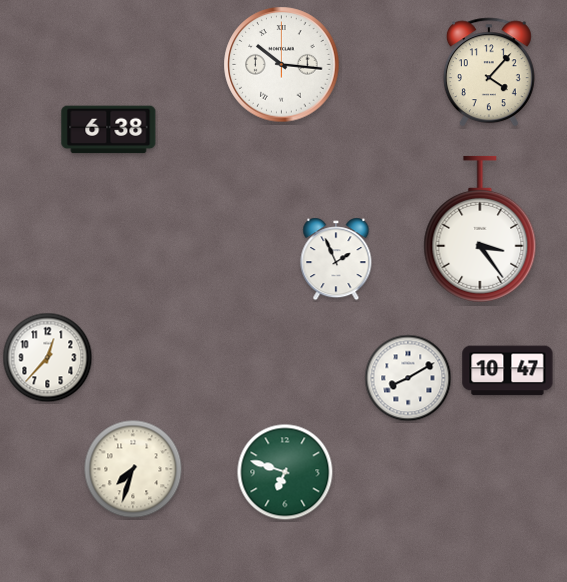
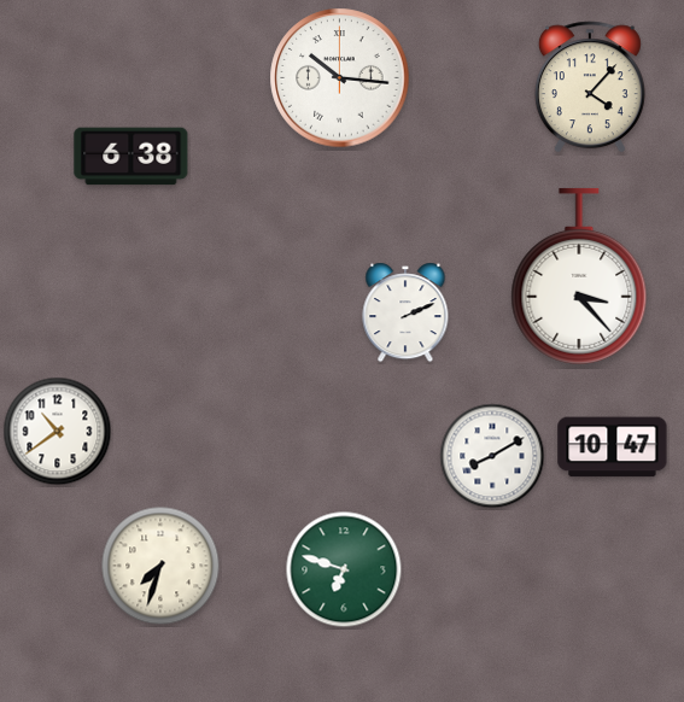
clock at (480, 229): 3:24 -> 3:23
clock at (336, 259): 1:56 -> 2:11
clock at (48, 358): 12:37 -> 10:39
